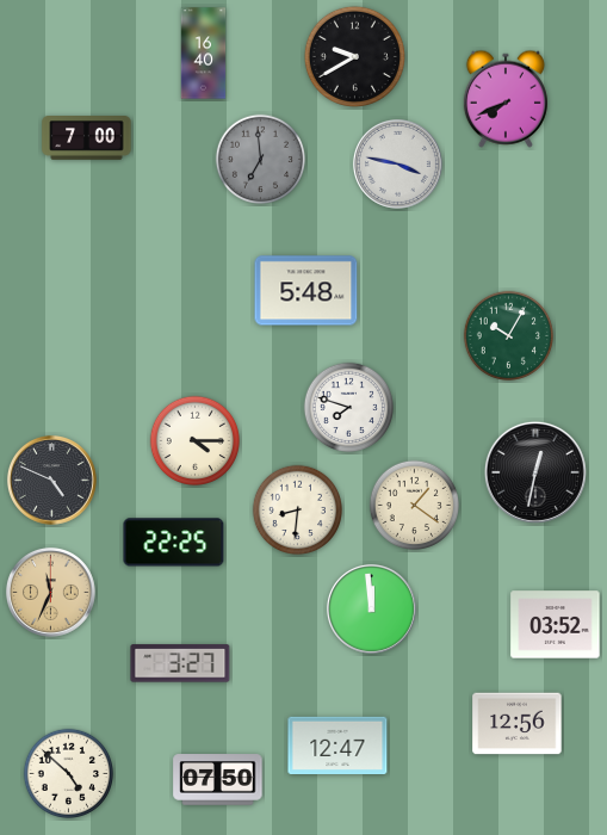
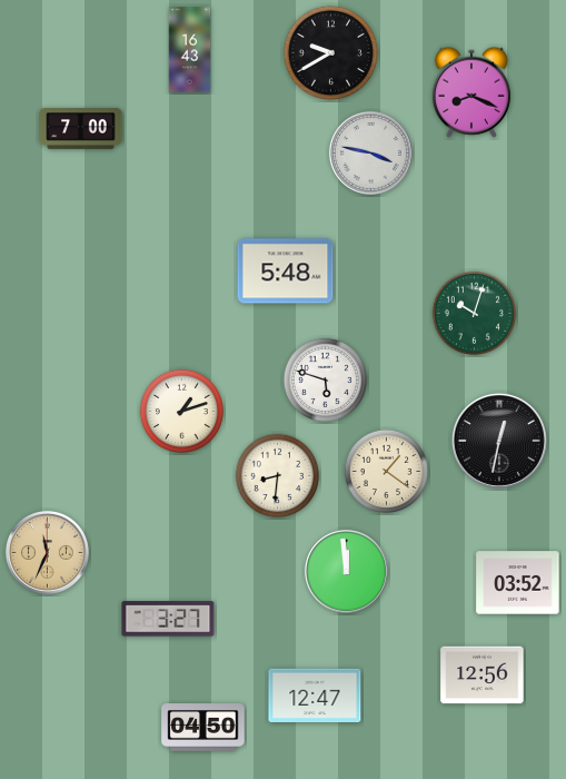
clock at (204, 54): 16:40 -> 16:43
clock at (506, 99): 7:41 -> 8:19
clock at (261, 160): 6:59 -> none
clock at (509, 336): 10:05 -> 10:03
clock at (349, 408): 7:48 -> 5:48
clock at (196, 441): 4:15 -> 1:12
clock at (51, 480): 4:49 -> none
clock at (174, 543): 22:25 -> none
clock at (371, 608) position: (371, 608) -> (346, 571)
clock at (69, 774): 4:52 -> none
clock at (218, 780): 07:50 -> 04:50
